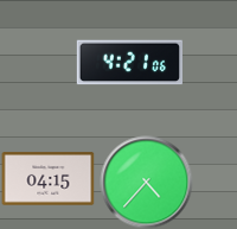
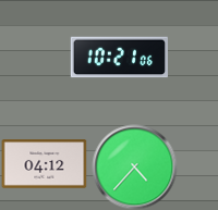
clock at (129, 63): 4:21 -> 10:21
clock at (47, 179): 04:15 -> 04:12
